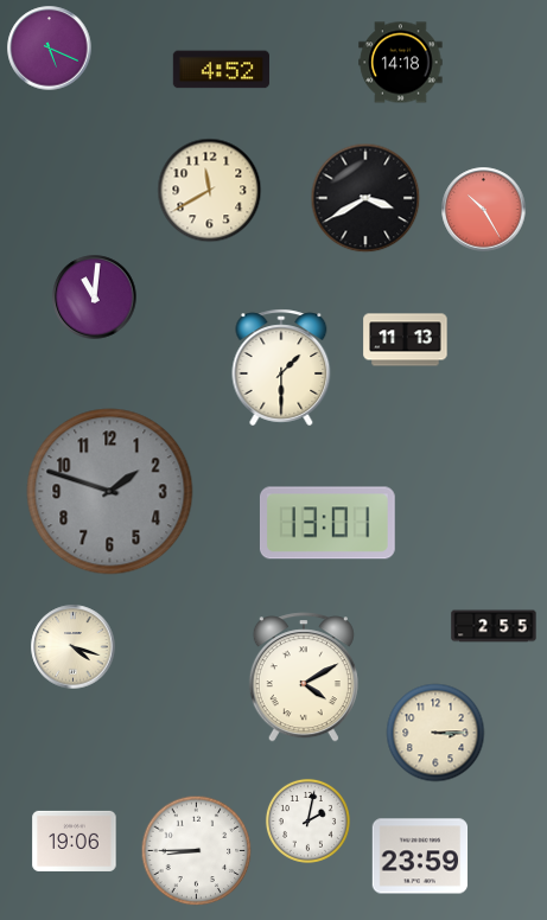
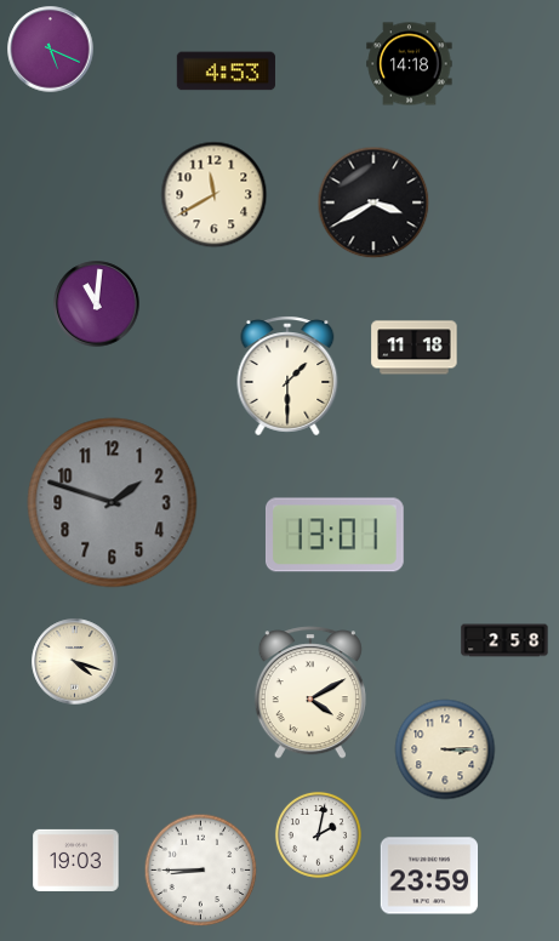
clock at (221, 70): 4:52 -> 4:53
clock at (484, 210): 10:25 -> none
clock at (406, 340): 11:13 -> 11:18
clock at (494, 626): 2:55 -> 2:58
clock at (307, 820) position: (307, 820) -> (318, 834)
clock at (75, 841): 19:06 -> 19:03
